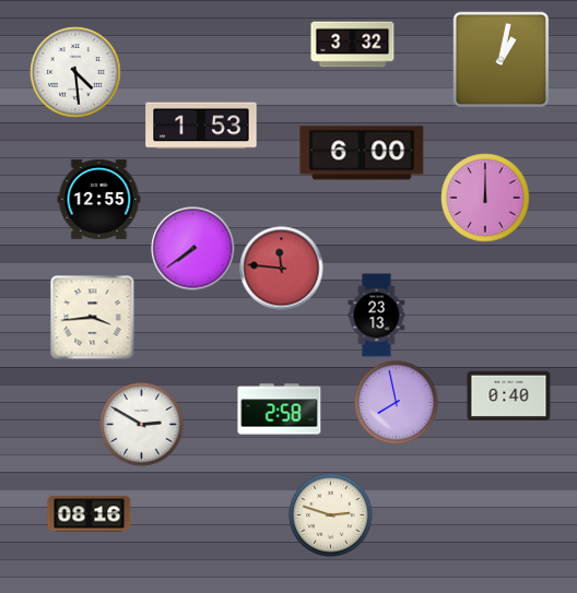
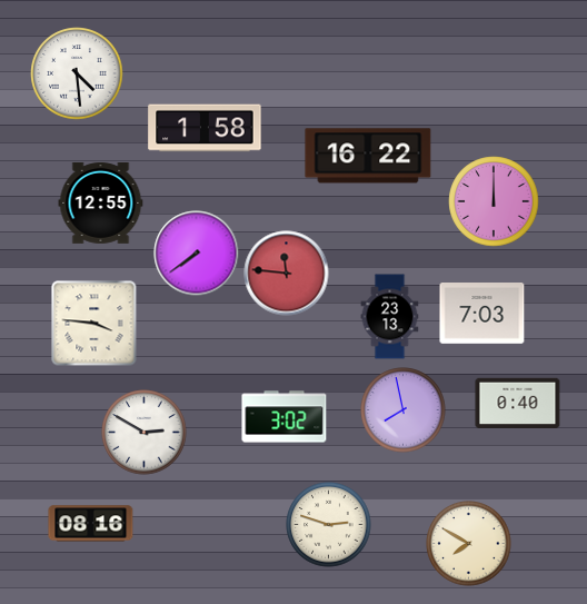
clock at (353, 45): 3:32 -> none
clock at (502, 60): 1:02 -> none
clock at (201, 126): 1:53 -> 1:58
clock at (362, 153): 6:00 -> 16:22
clock at (482, 314): none -> 7:03
clock at (377, 316) position: (377, 316) -> (390, 317)
clock at (93, 318): 3:44 -> 3:46
clock at (280, 410): 2:58 -> 3:02
clock at (331, 515) position: (331, 515) -> (329, 525)
clock at (469, 544): none -> 7:50
